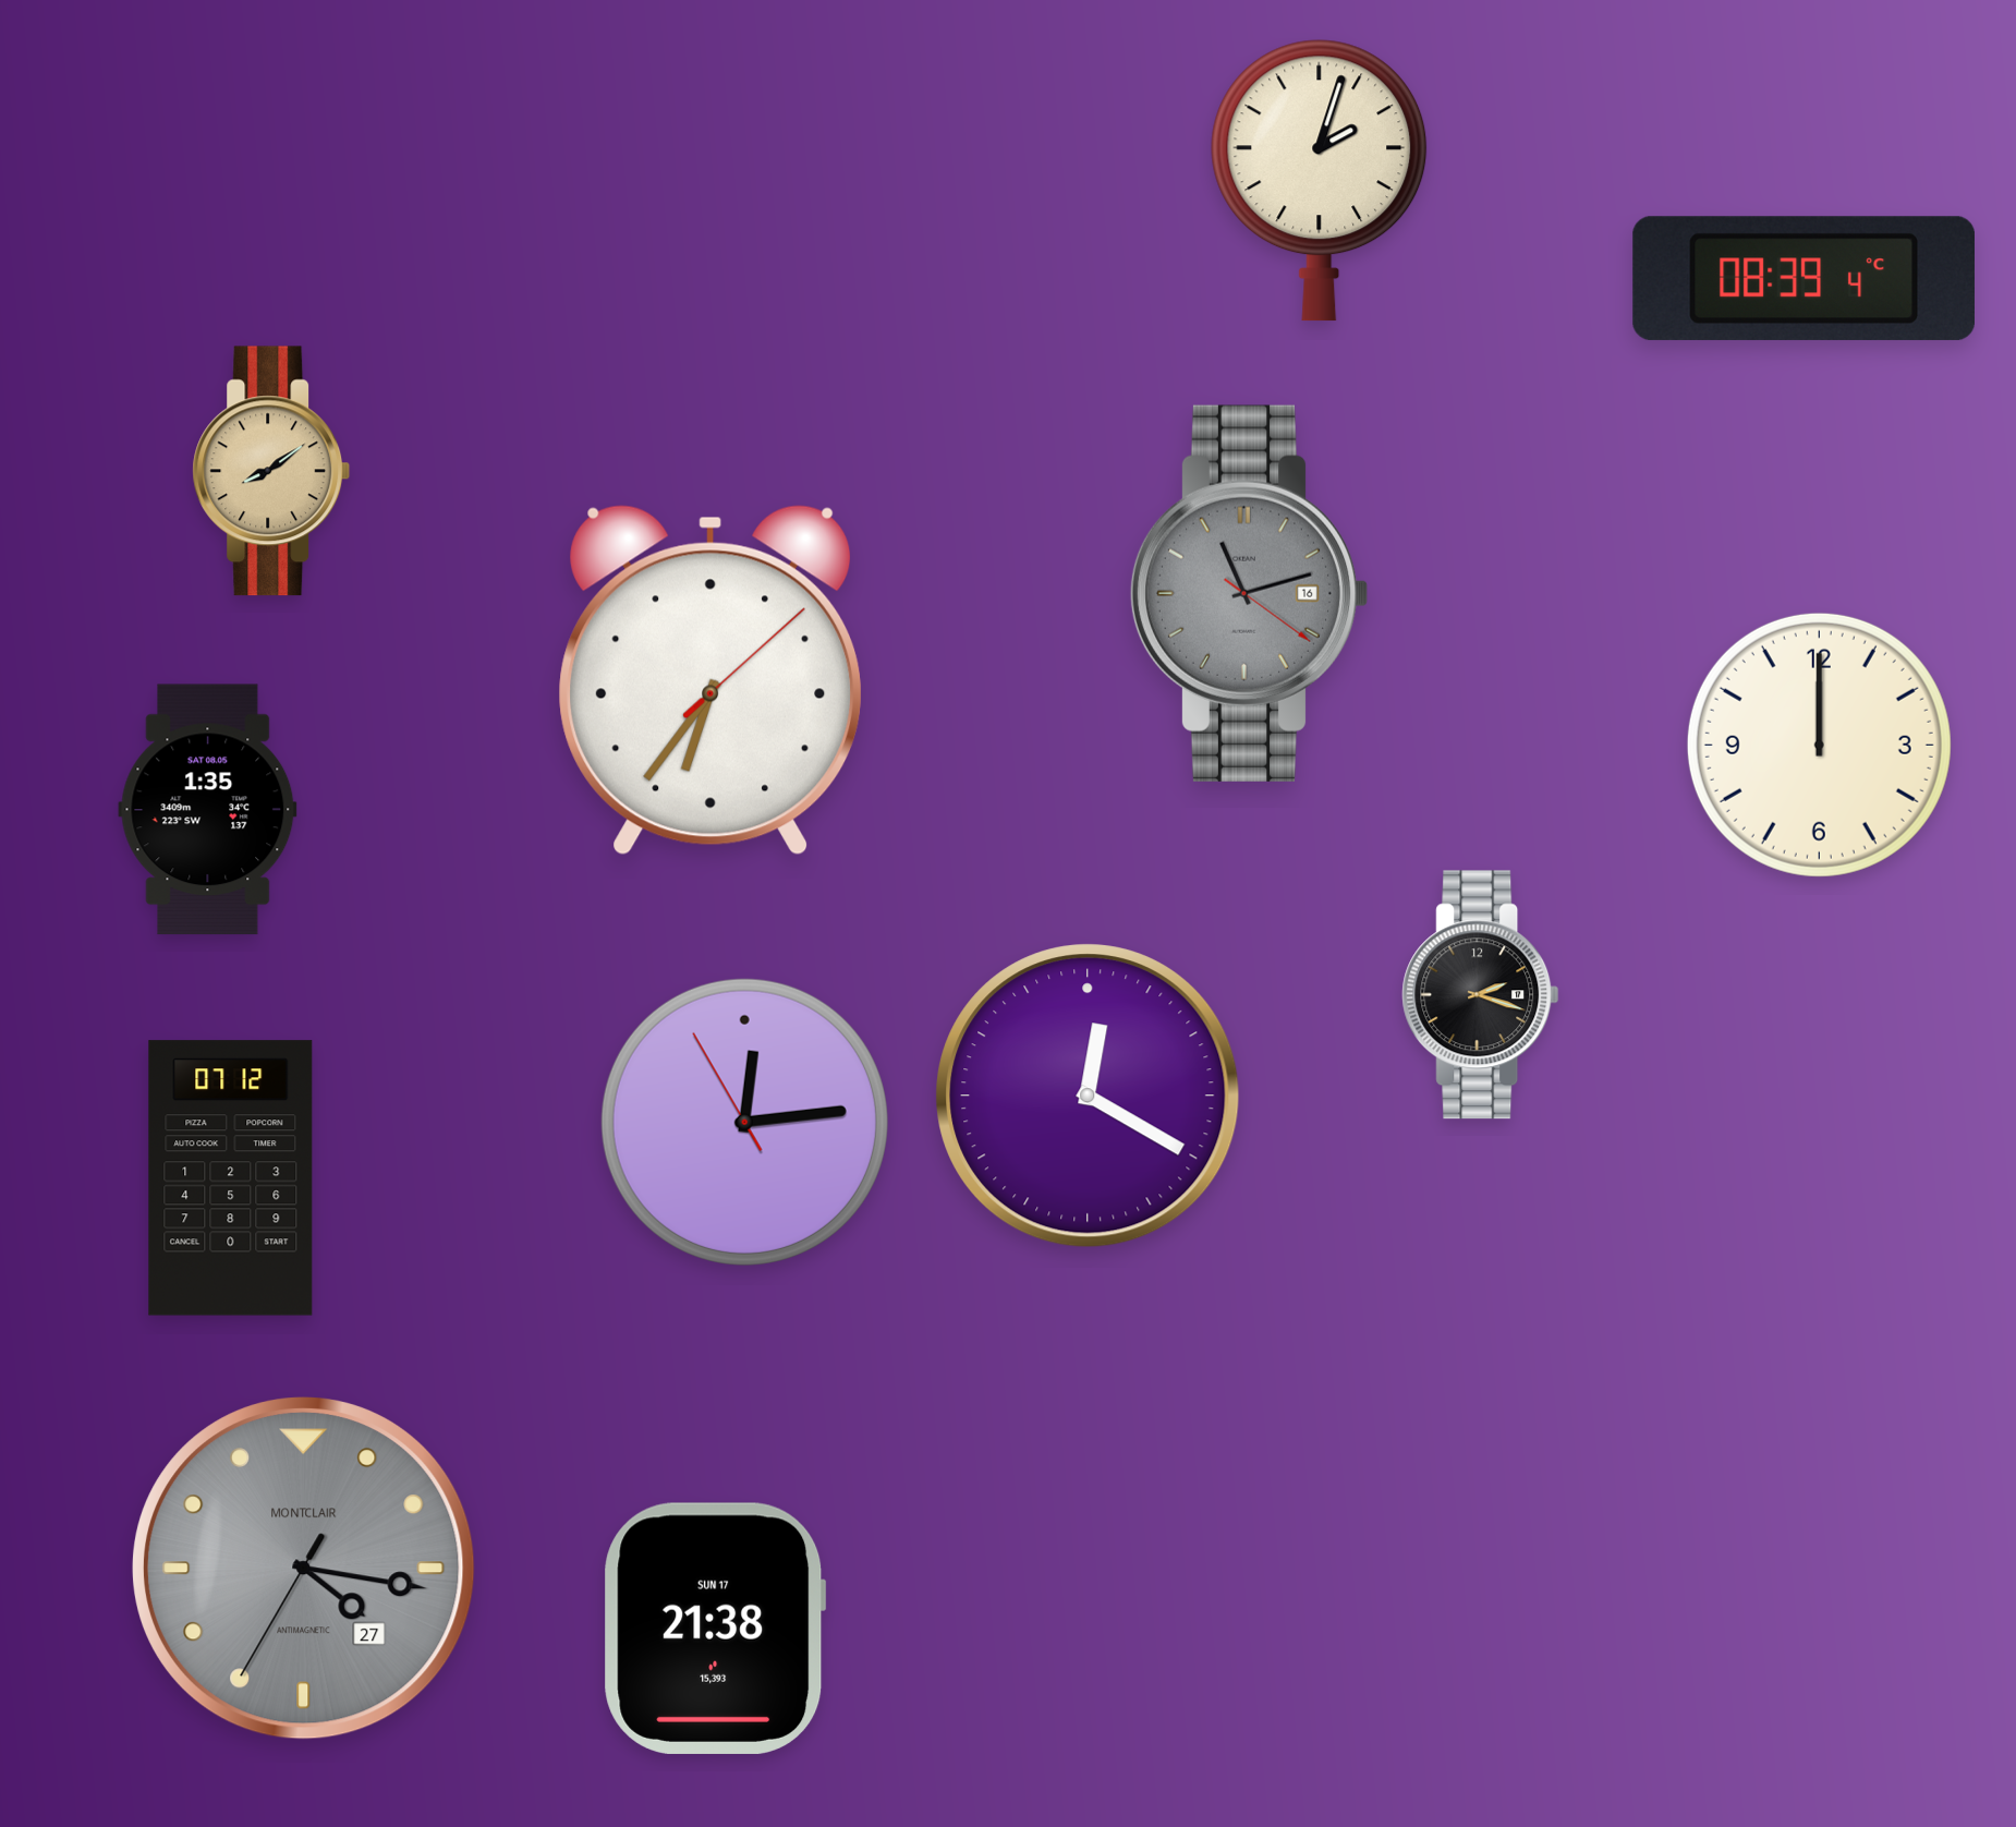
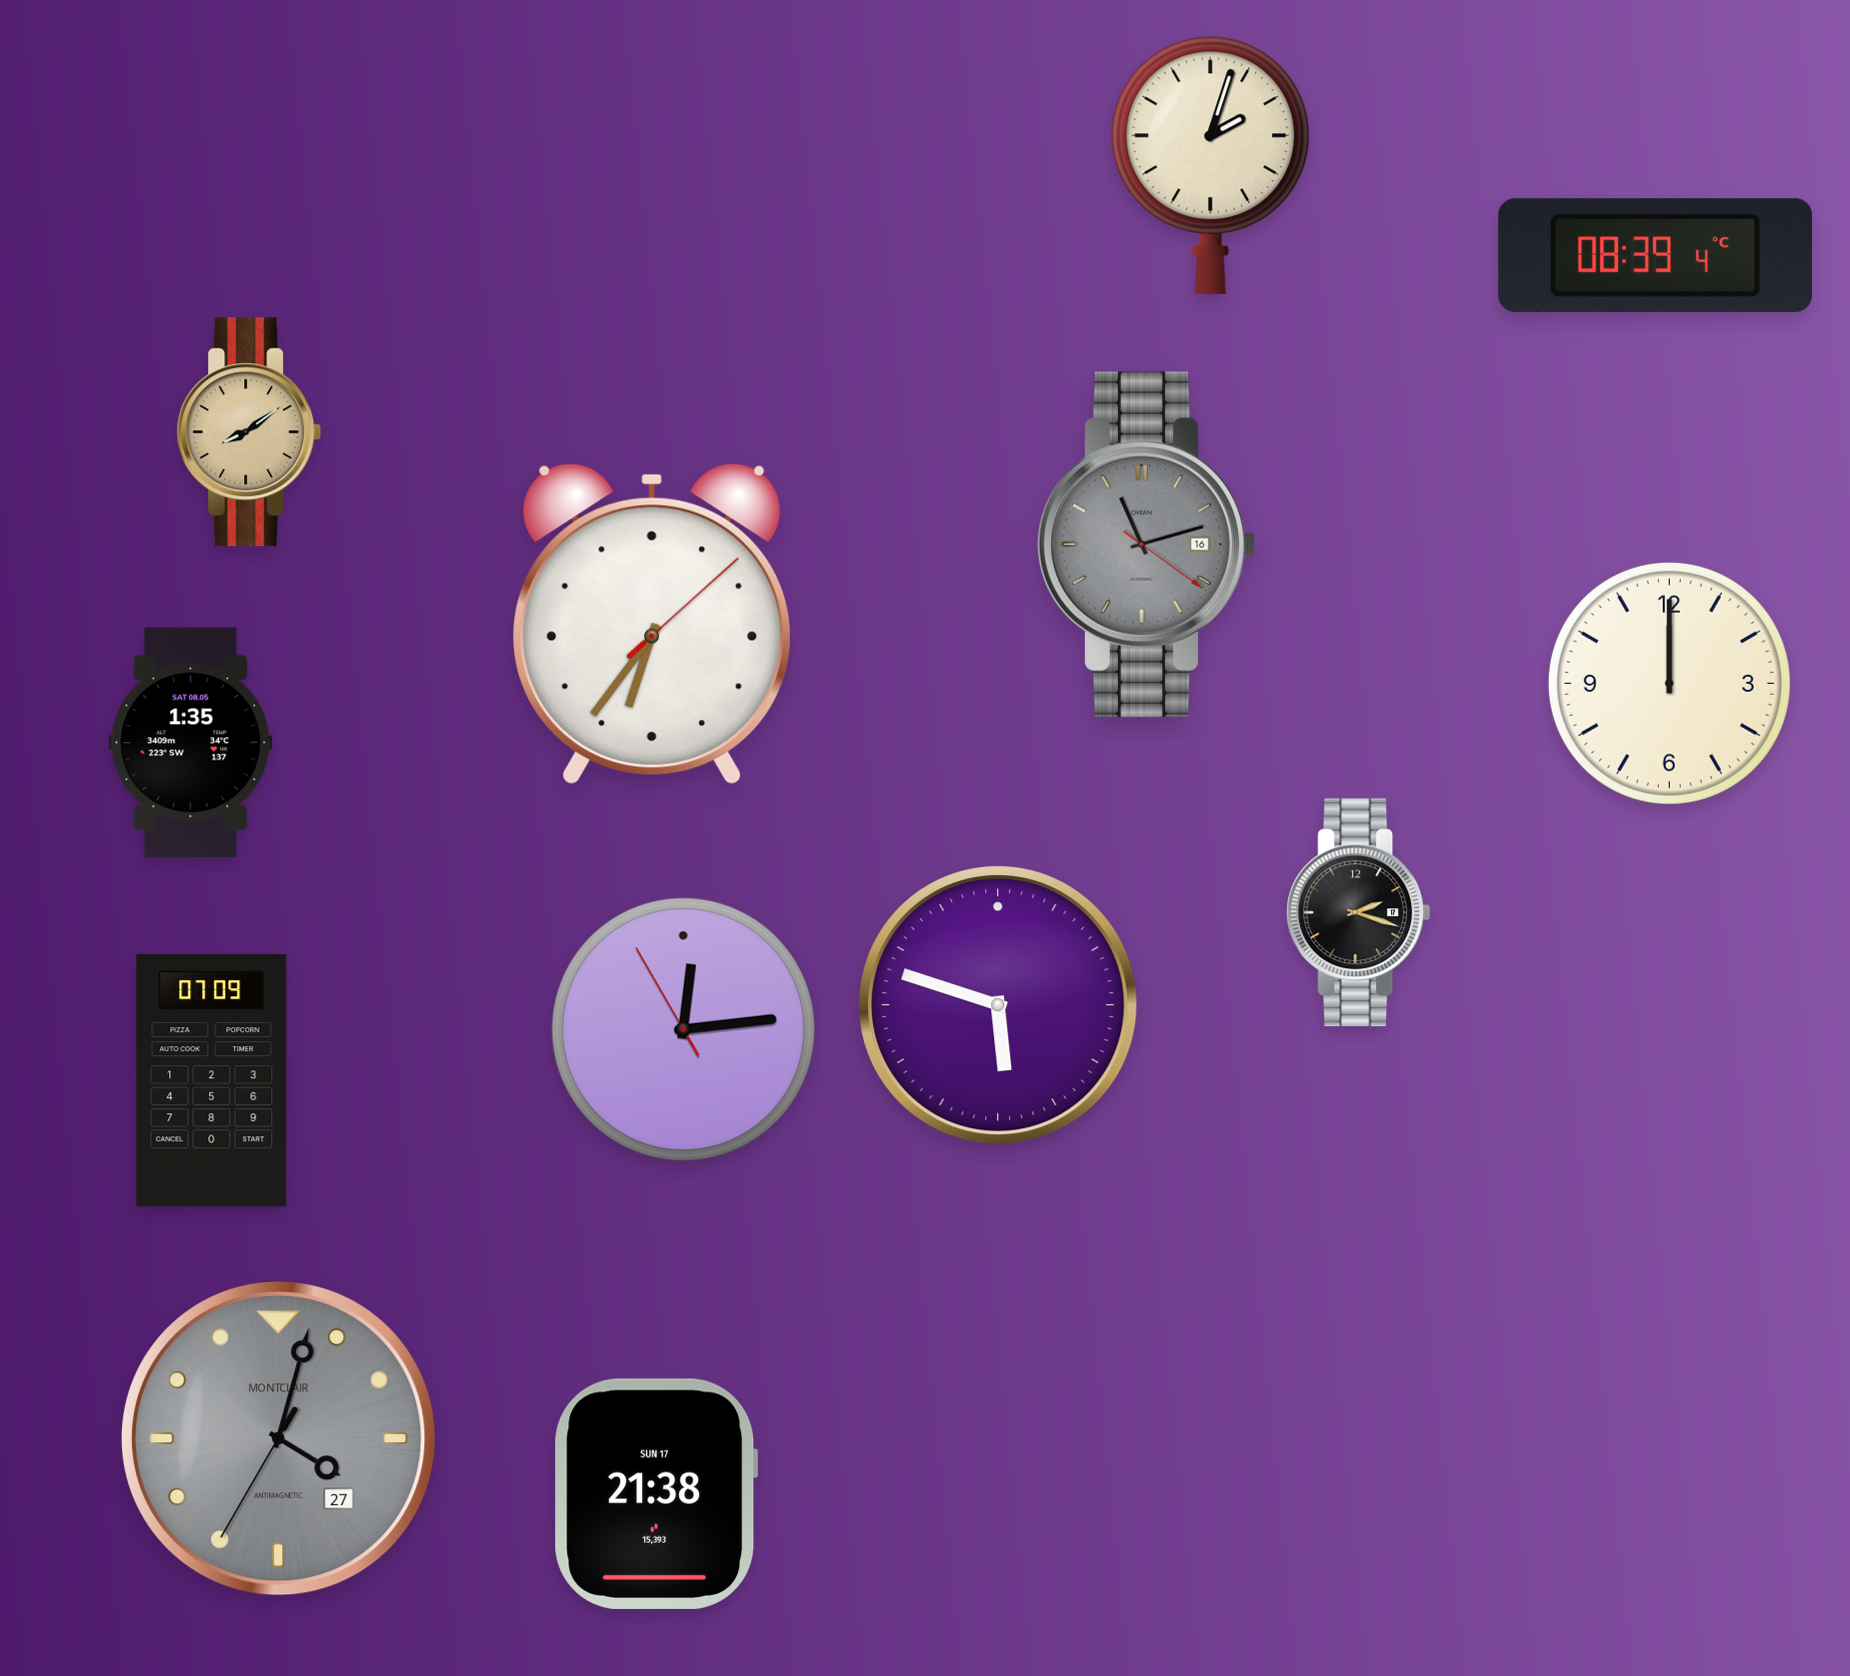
clock at (1088, 1096): 12:20 -> 5:48
clock at (231, 1178): 07:12 -> 07:09
clock at (304, 1569): 4:16 -> 4:02
